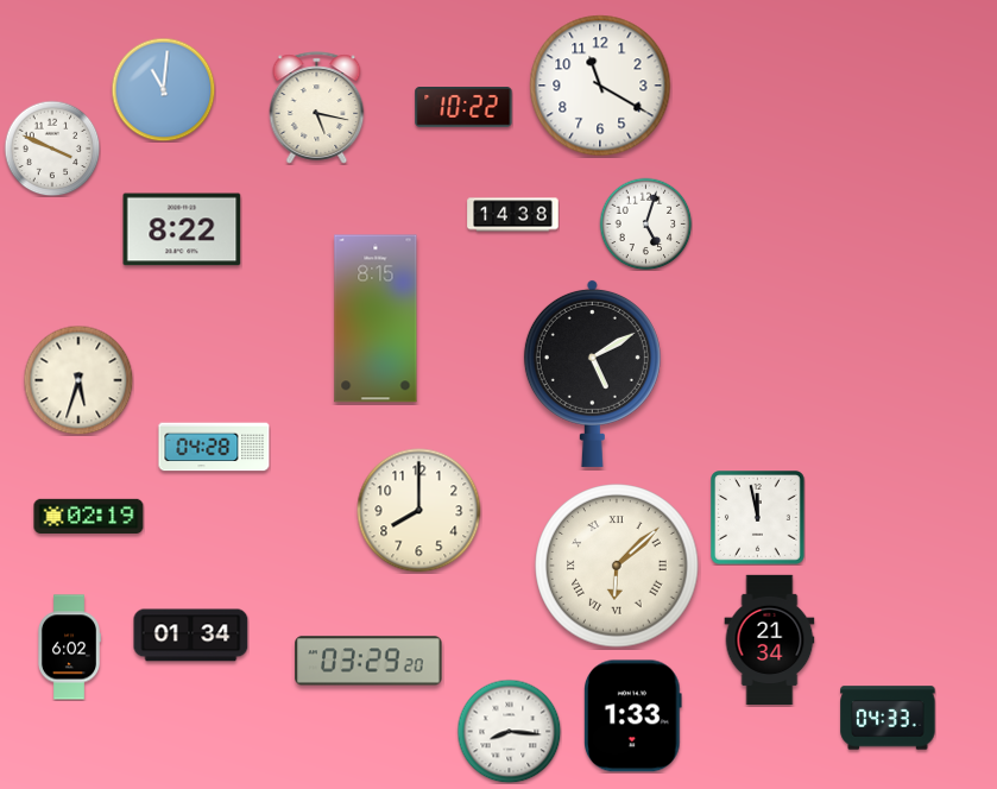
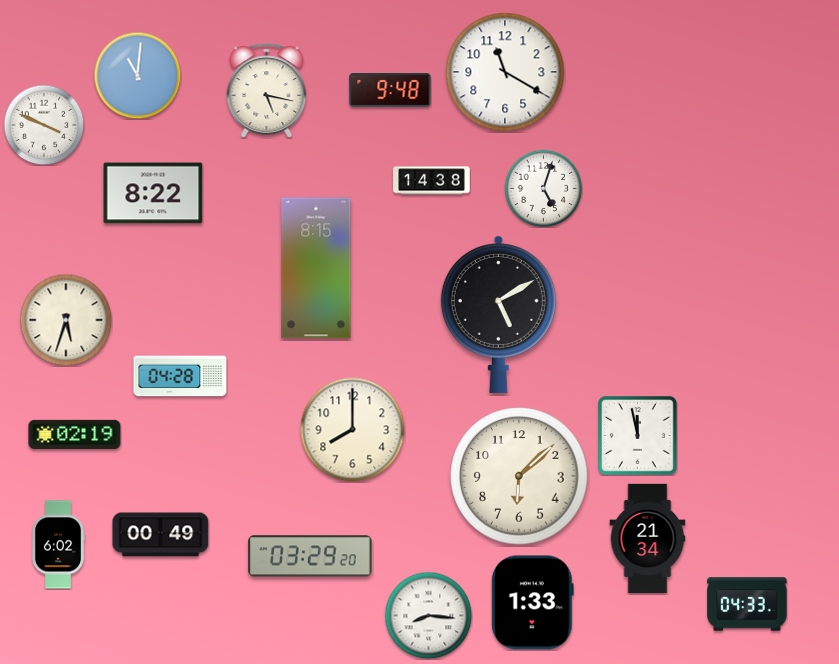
clock at (463, 107): 10:22 -> 9:48
clock at (617, 566) numerals: Roman -> Arabic
clock at (191, 636): 01:34 -> 00:49
